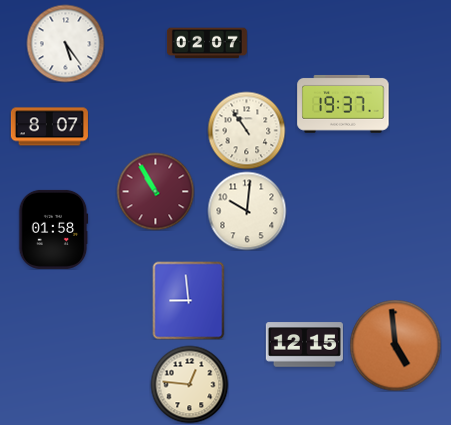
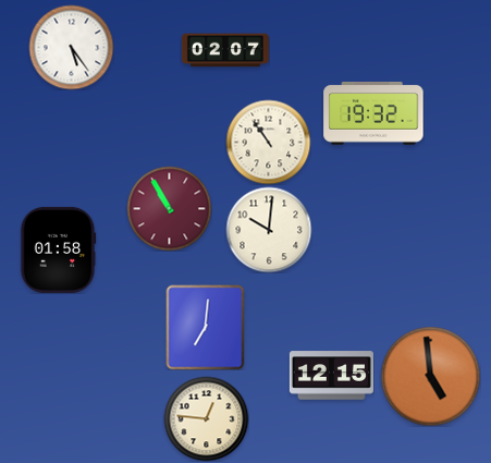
clock at (207, 43) position: (207, 43) -> (225, 50)
clock at (343, 104): 19:37 -> 19:32
clock at (49, 127): 8:07 -> none
clock at (189, 300): 8:59 -> 7:01
